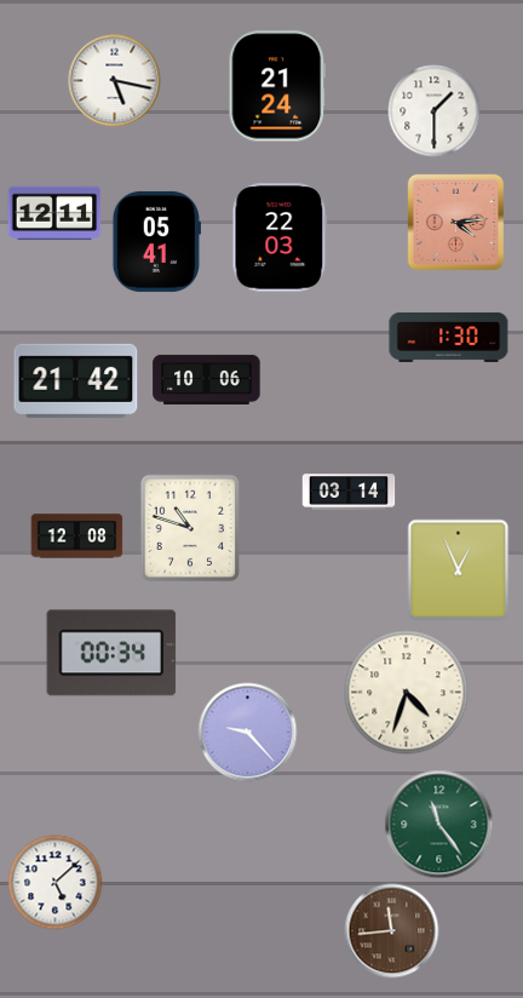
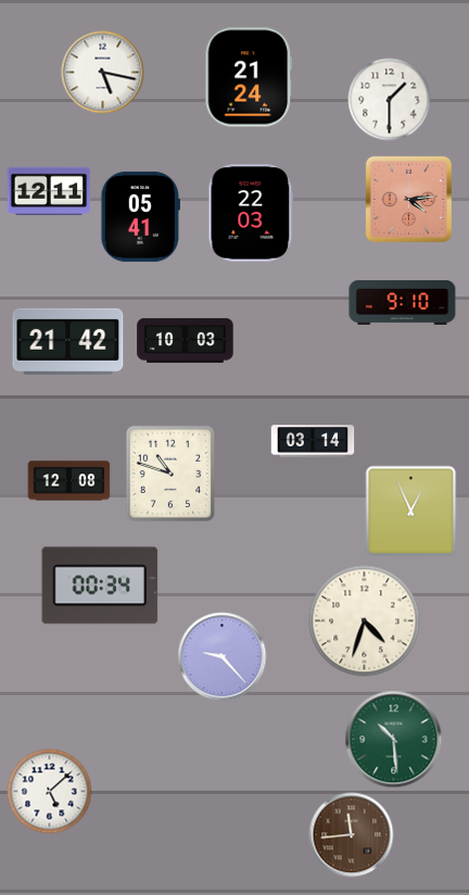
clock at (449, 337): 1:30 -> 9:10
clock at (207, 379): 10:06 -> 10:03
clock at (439, 825): 11:24 -> 10:29
